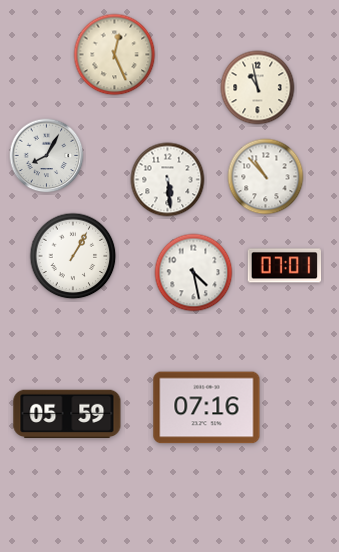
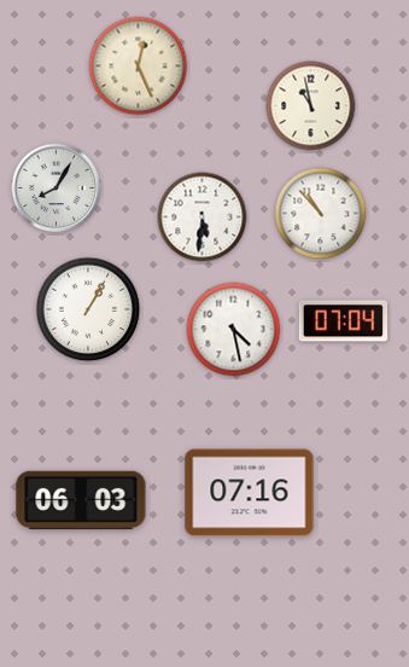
clock at (168, 180): 5:29 -> 5:31
clock at (285, 266): 07:01 -> 07:04
clock at (67, 414): 05:59 -> 06:03
